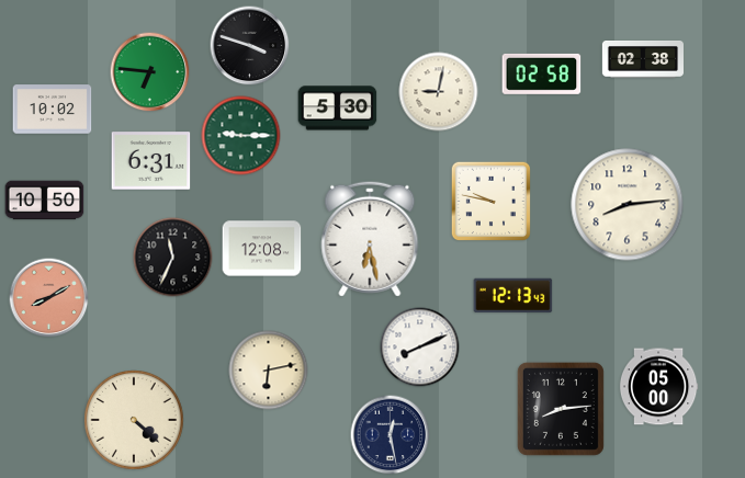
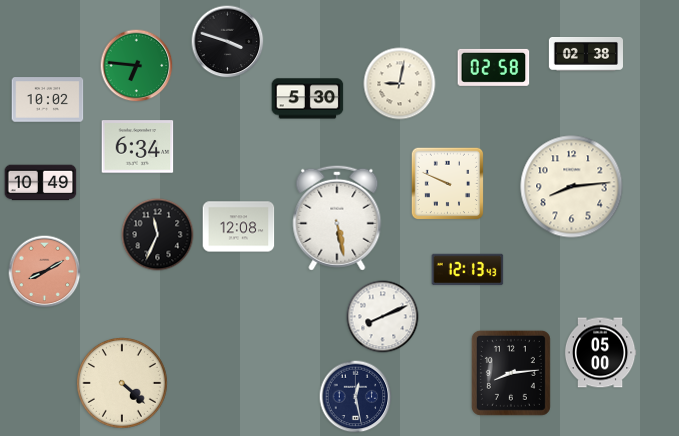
clock at (241, 136): 9:15 -> none
clock at (151, 161): 6:31 -> 6:34
clock at (45, 201): 10:50 -> 10:49
clock at (490, 201): 9:47 -> 9:49
clock at (370, 239): 6:28 -> 5:28
clock at (269, 371): 6:13 -> none
